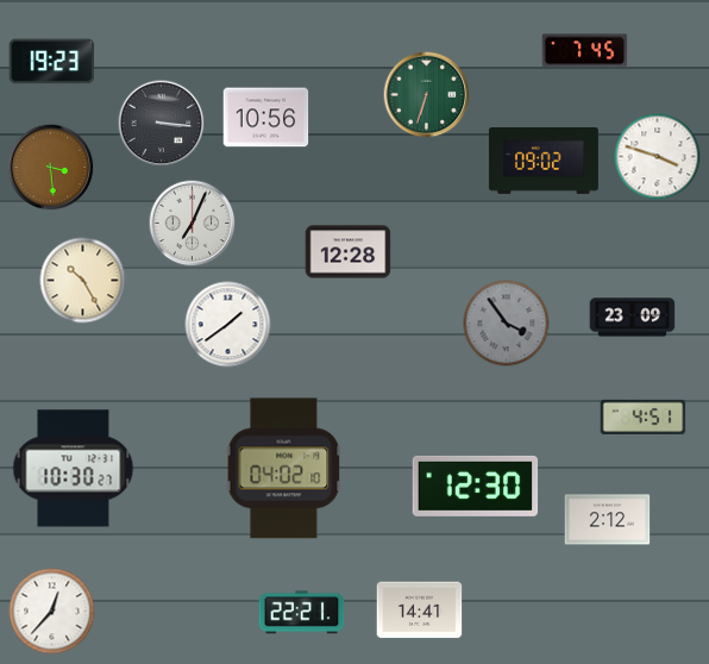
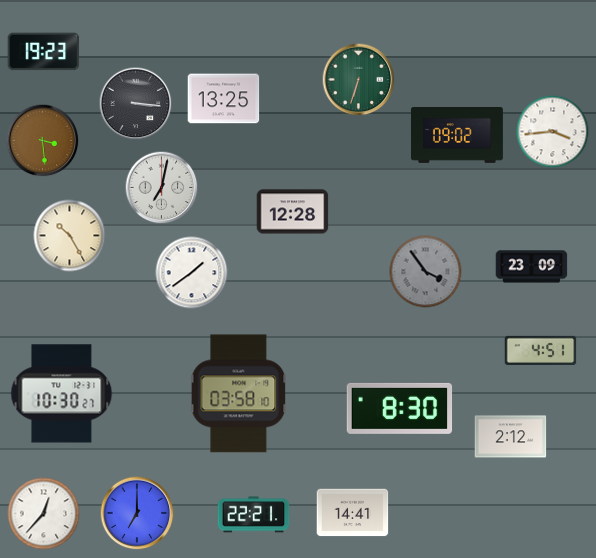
clock at (585, 51): 7:45 -> none
clock at (266, 118): 10:56 -> 13:25
clock at (658, 157): 3:48 -> 3:44
clock at (193, 224): 7:04 -> 7:02
clock at (284, 469): 04:02 -> 03:58
clock at (476, 486): 12:30 -> 8:30
clock at (137, 513): none -> 7:00
